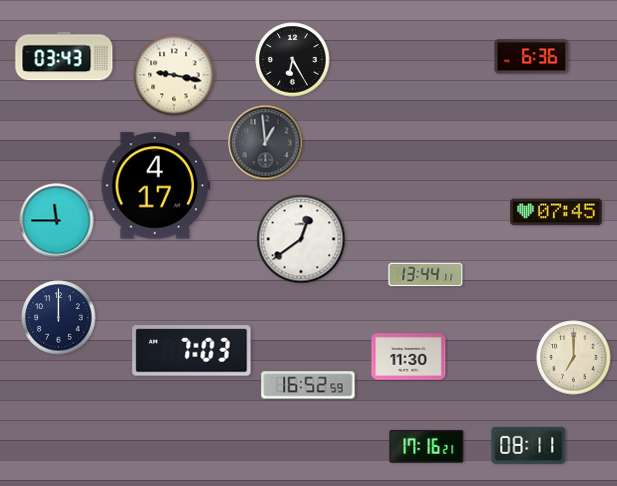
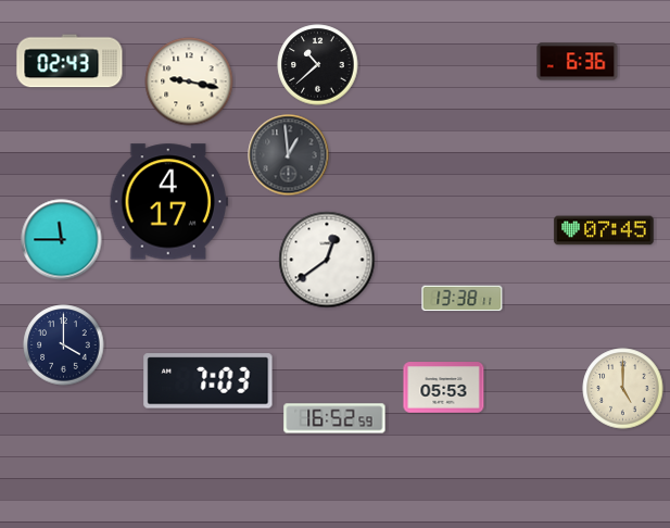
clock at (64, 56): 03:43 -> 02:43
clock at (293, 60): 6:25 -> 10:38
clock at (426, 275): 13:44 -> 13:38
clock at (59, 318): 12:00 -> 4:00
clock at (409, 357): 11:30 -> 05:53
clock at (574, 358): 7:00 -> 5:00
clock at (529, 445): 08:11 -> none
clock at (427, 446): 17:16 -> none
